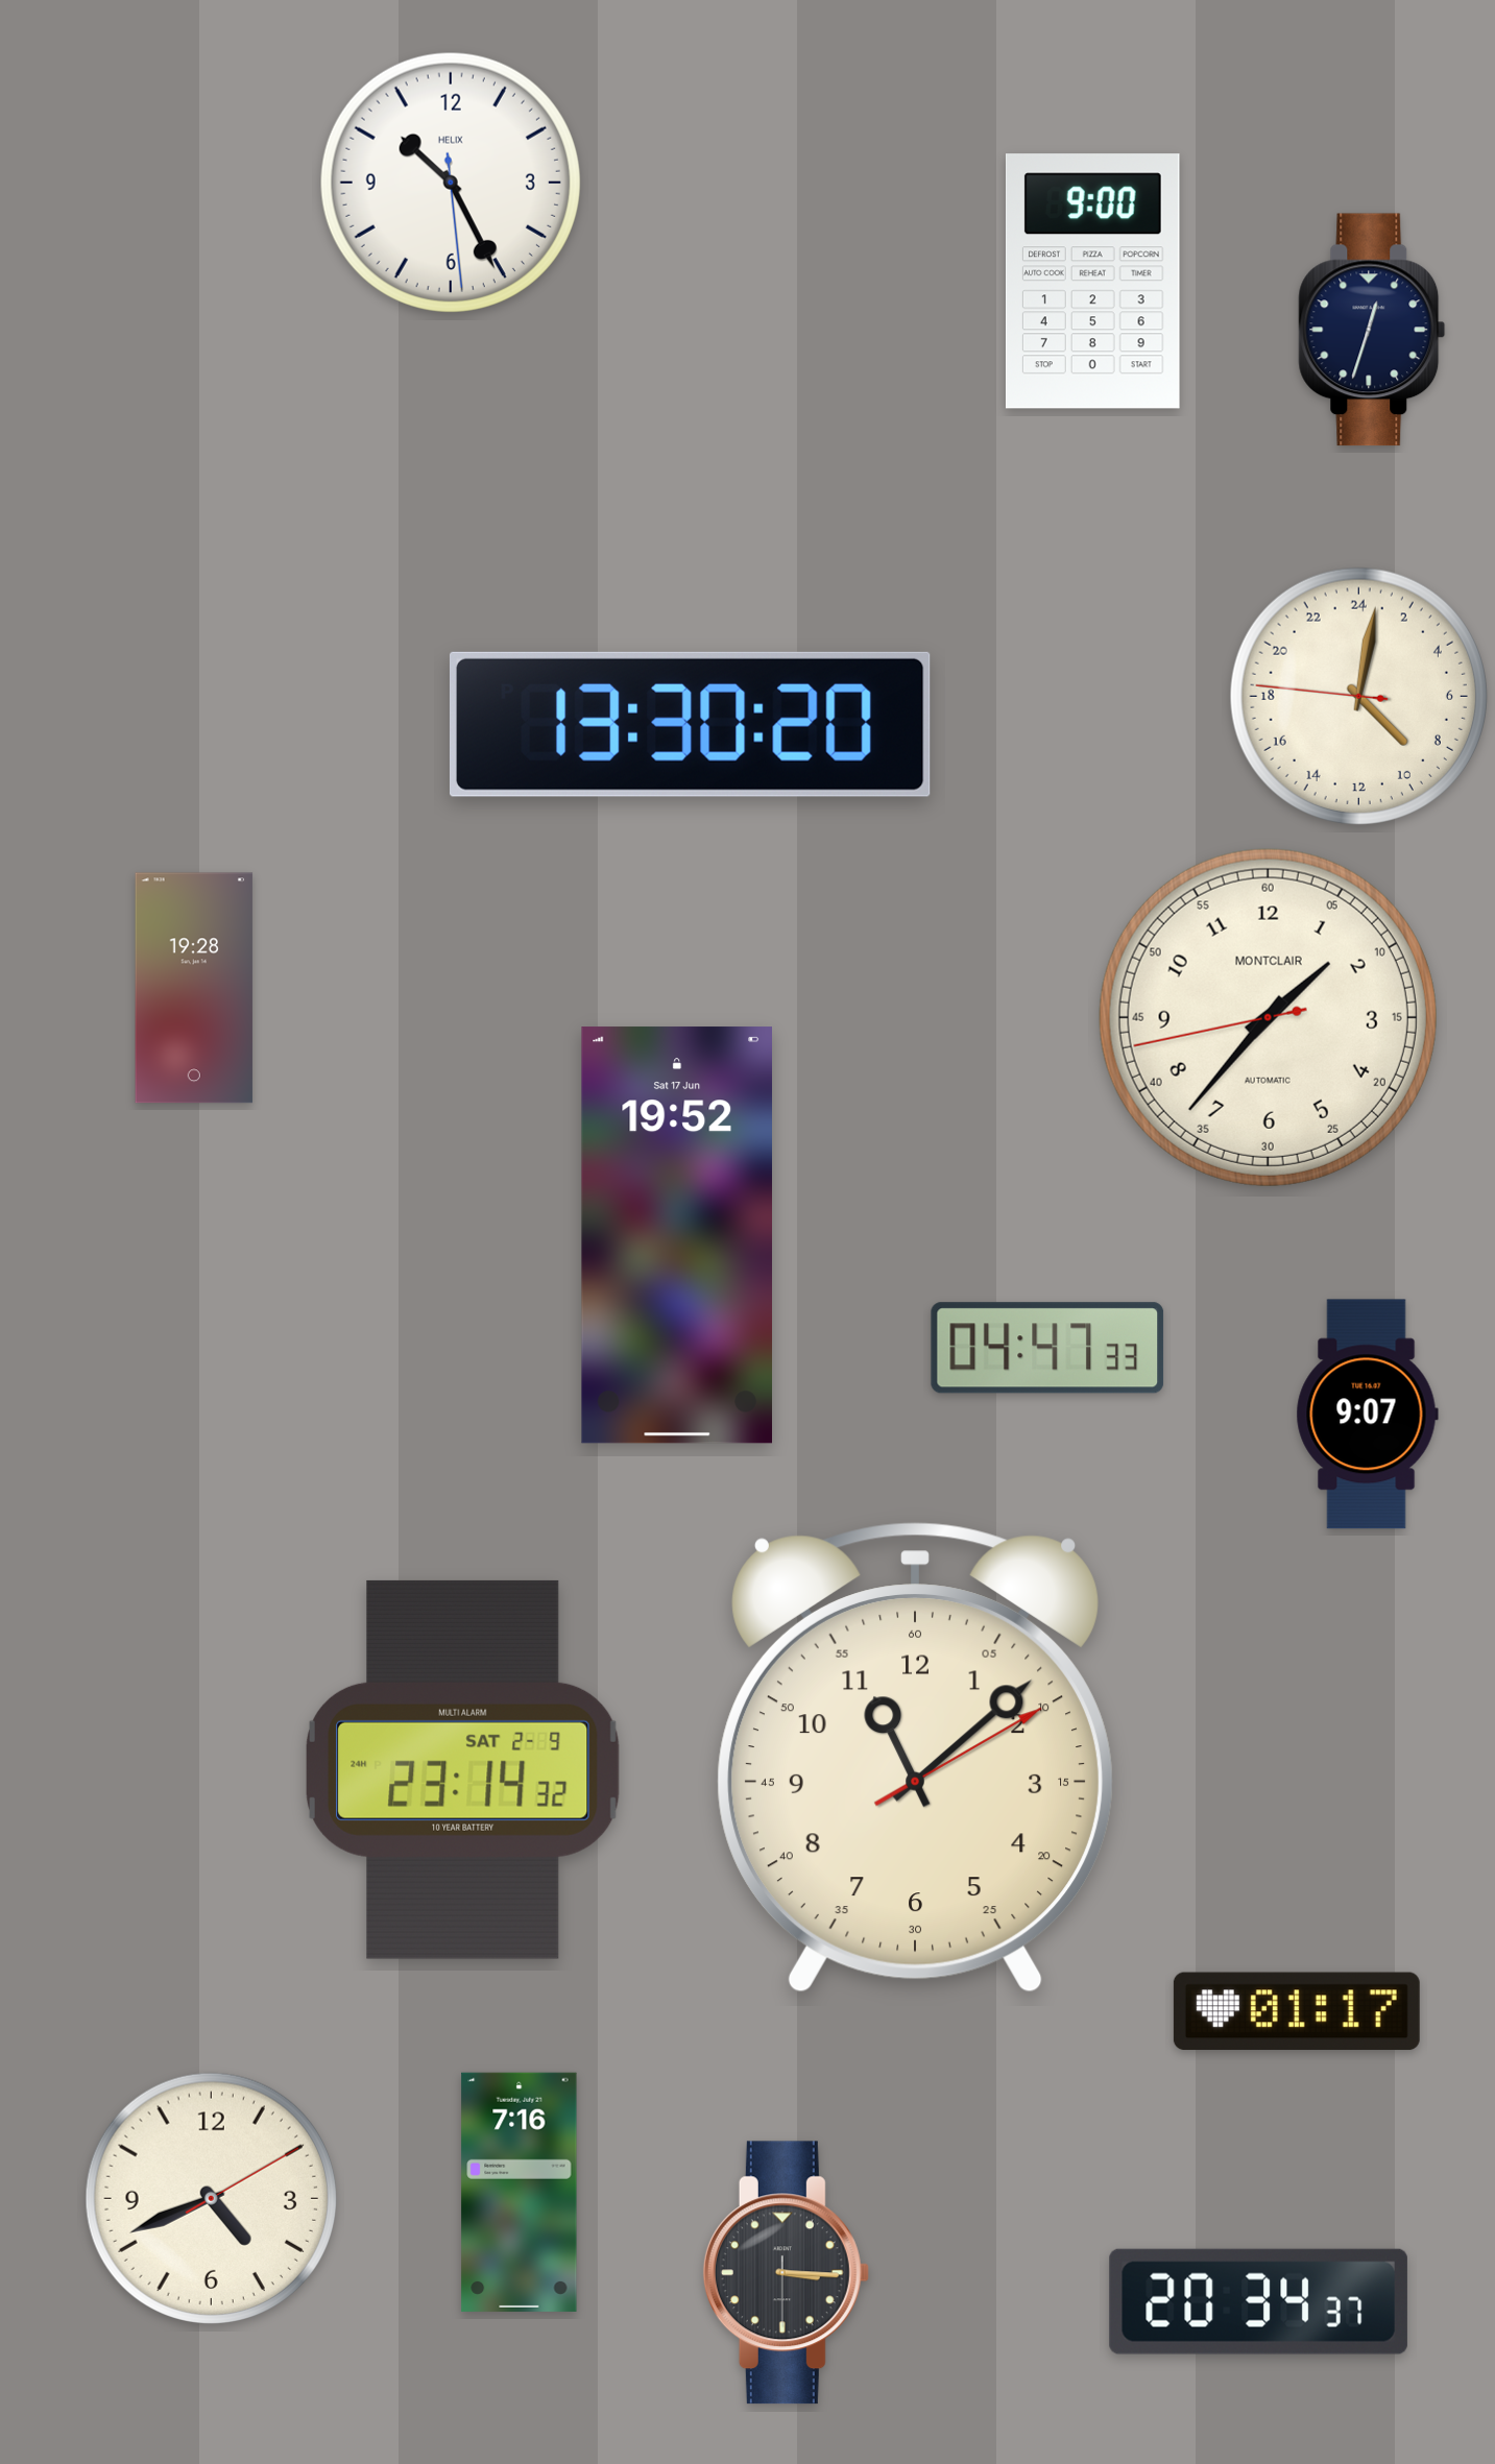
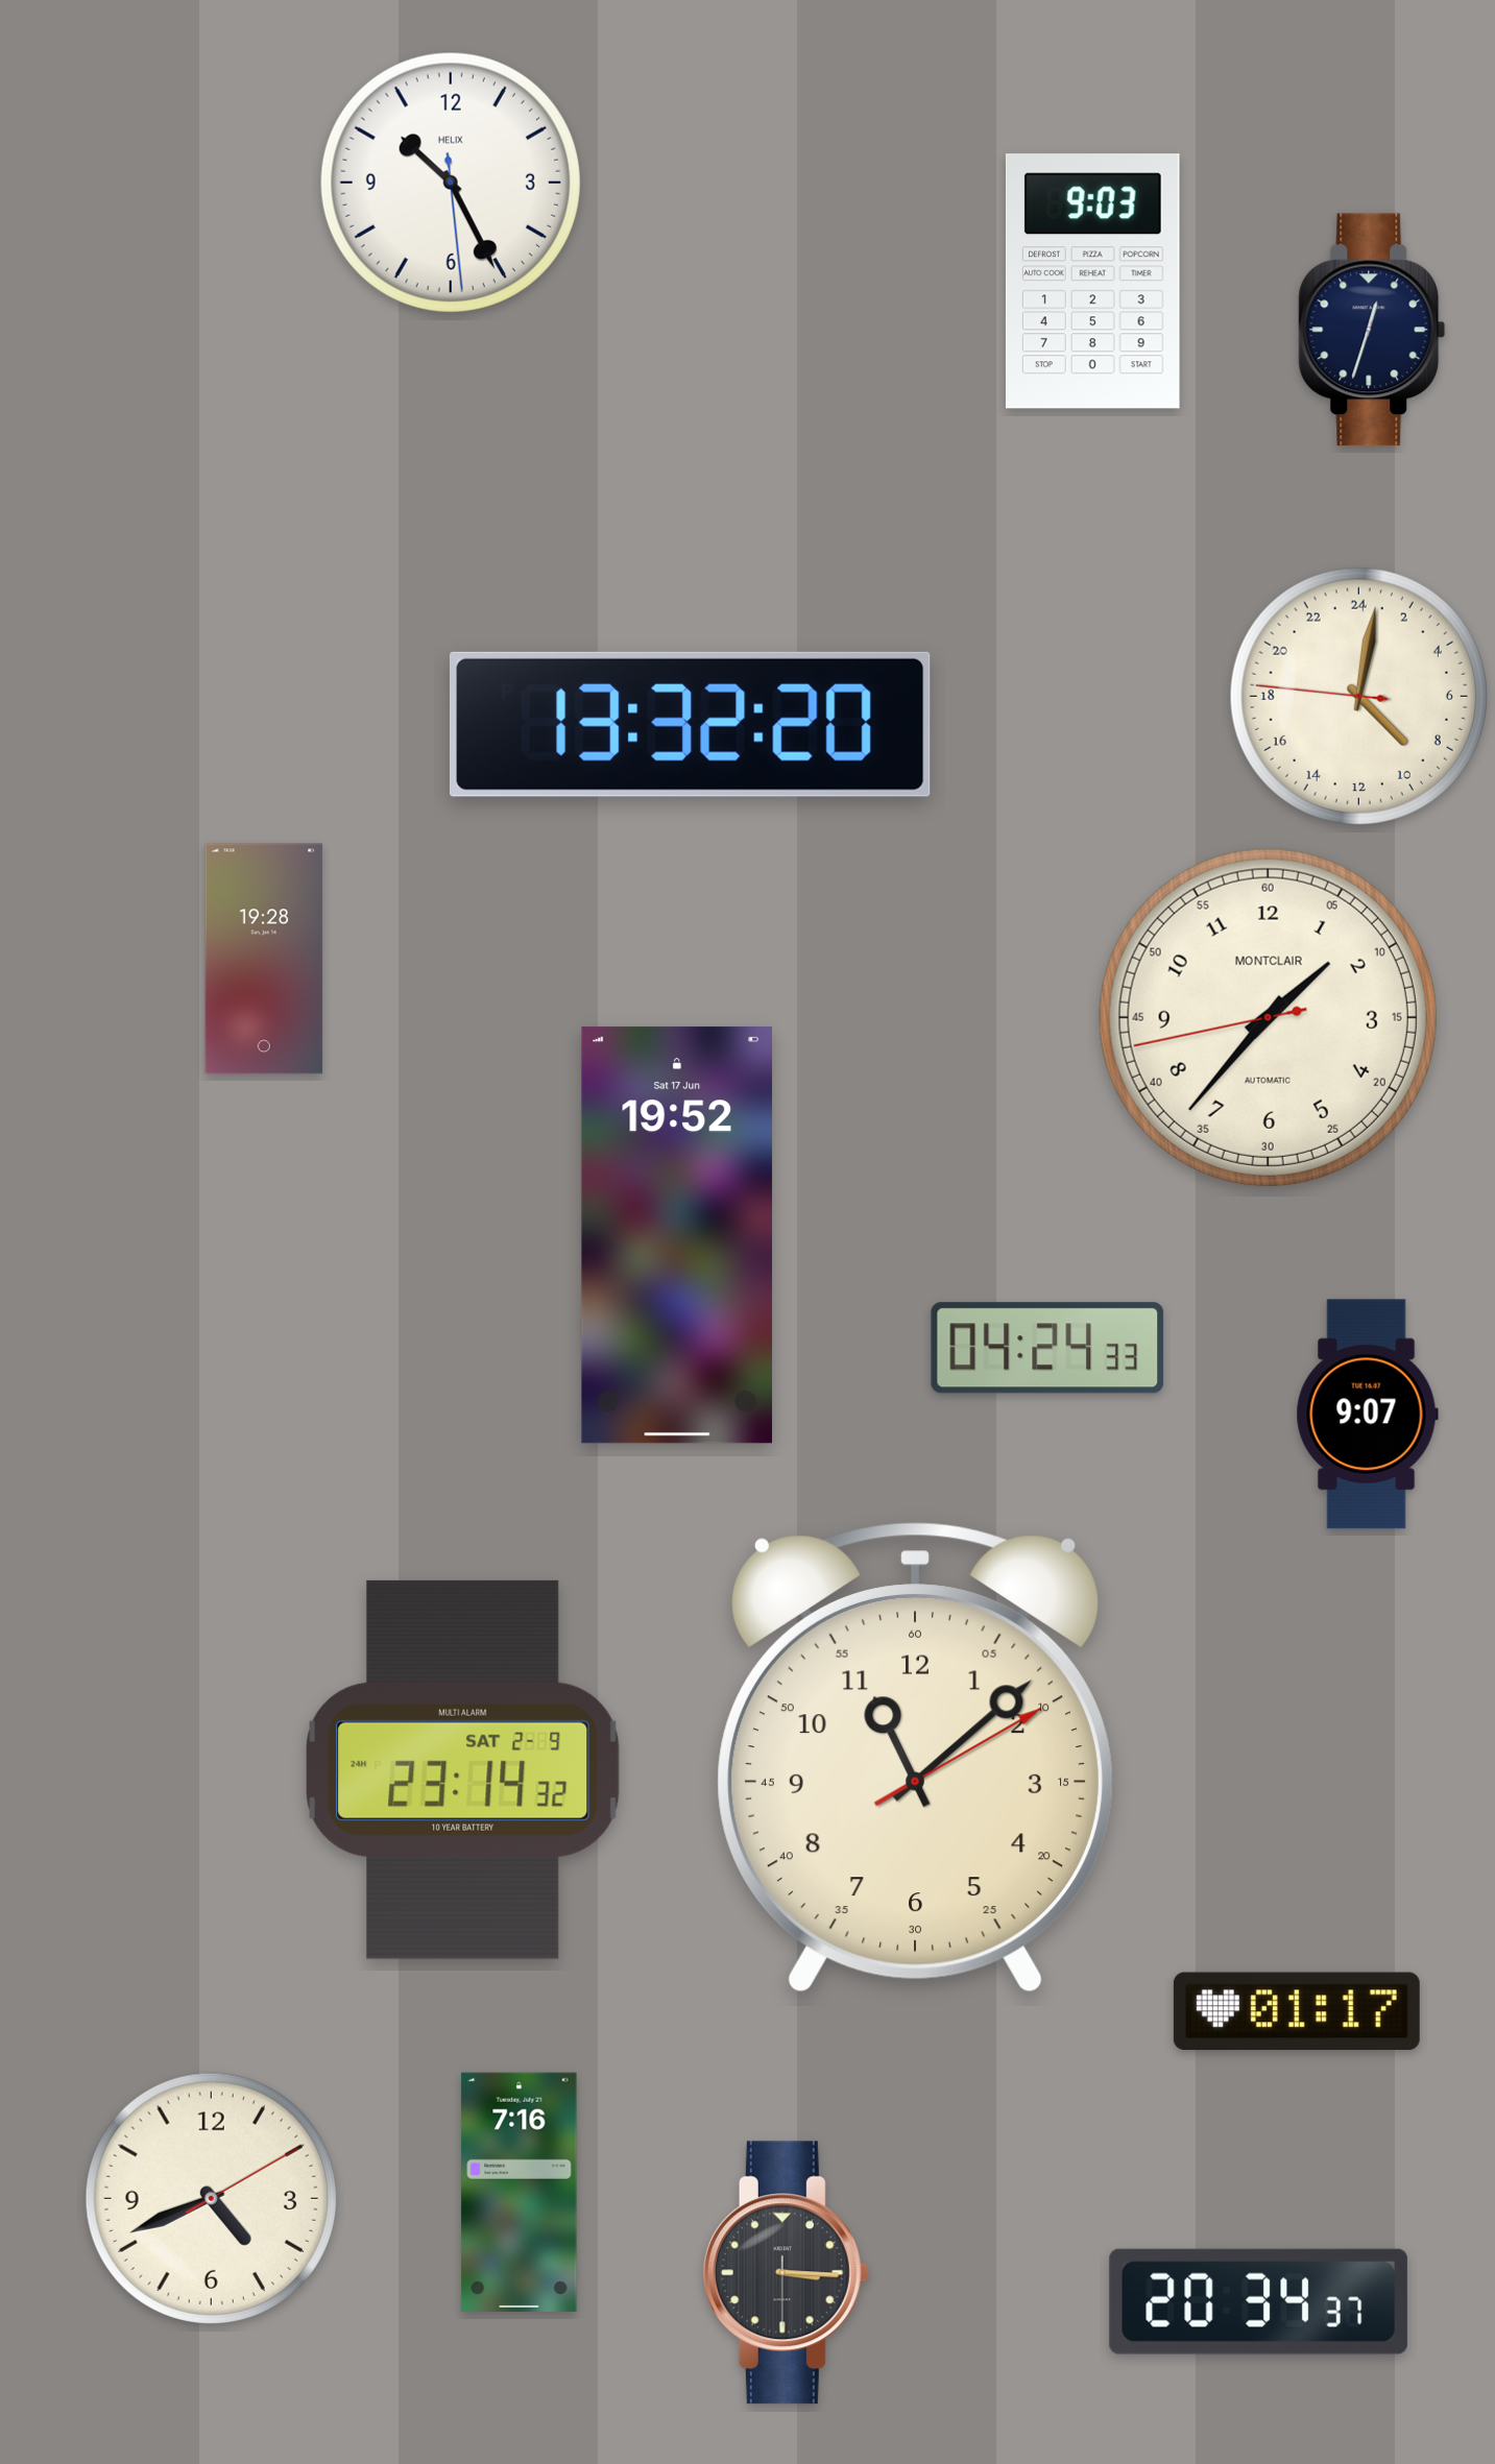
clock at (1092, 282): 9:00 -> 9:03
clock at (690, 724): 13:30 -> 13:32
clock at (194, 988) position: (194, 988) -> (264, 959)
clock at (1047, 1348): 04:47 -> 04:24
